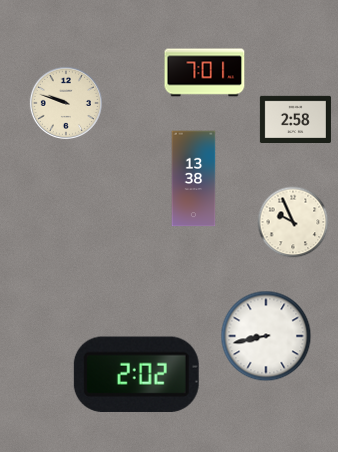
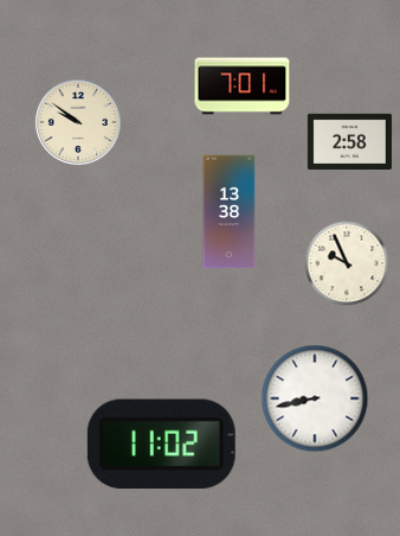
clock at (66, 103): 9:48 -> 9:51
clock at (136, 374): 2:02 -> 11:02
